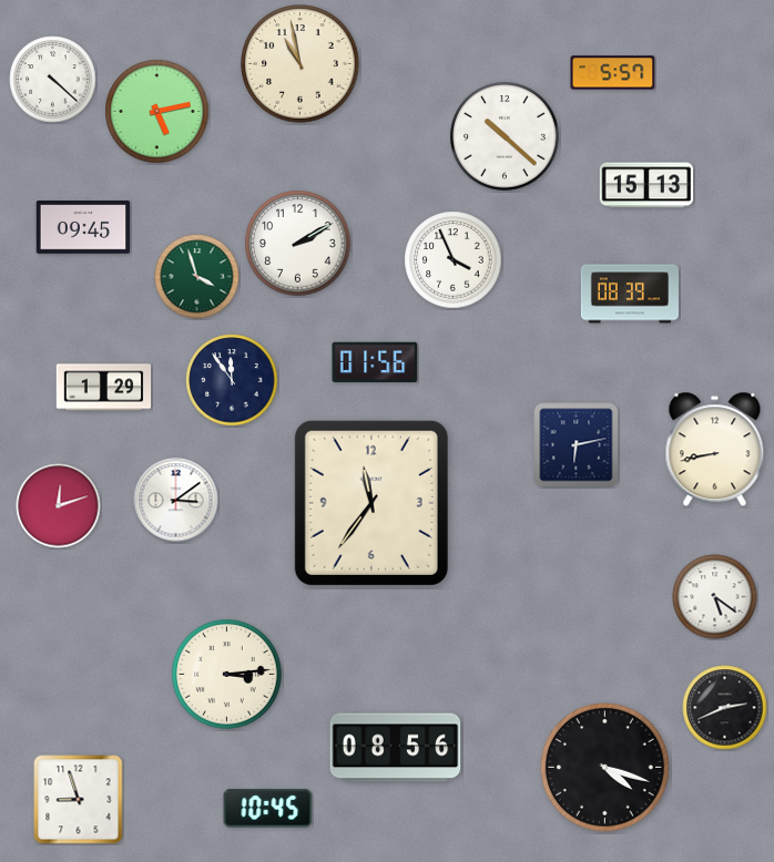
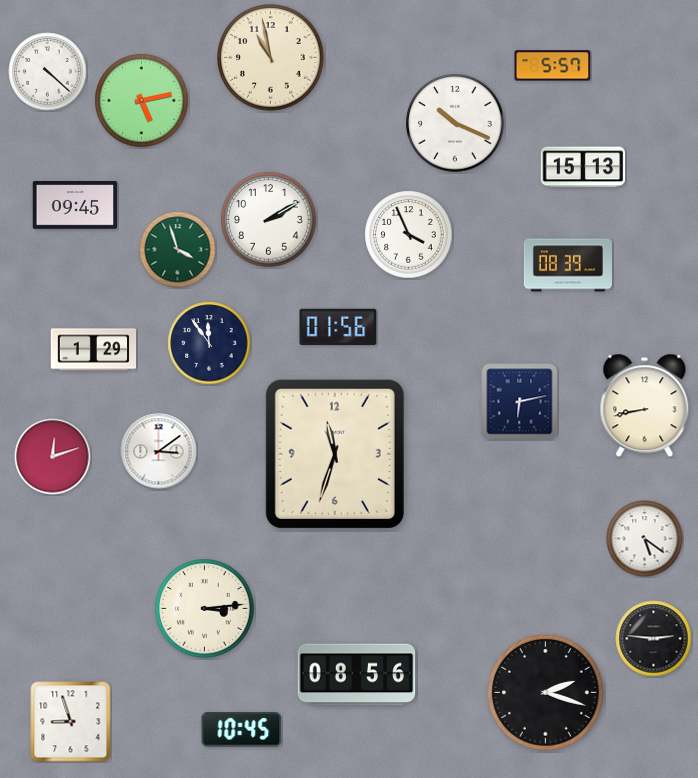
clock at (505, 136): 10:22 -> 10:19
clock at (371, 503): 11:36 -> 11:33
clock at (725, 708): 2:41 -> 2:46
clock at (605, 768): 4:18 -> 2:18
